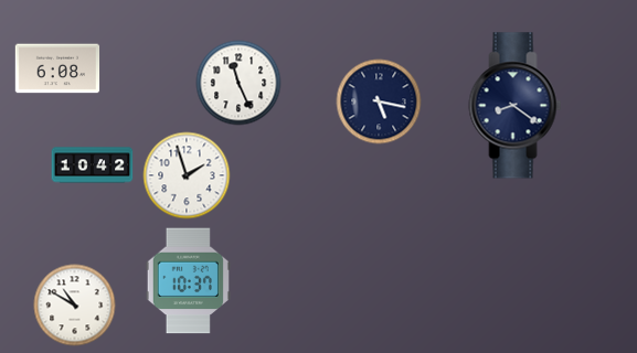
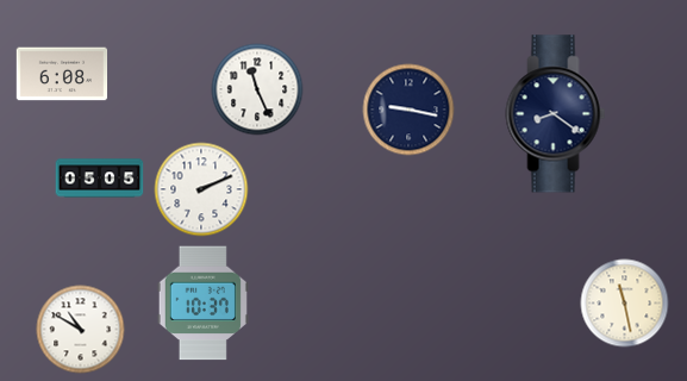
clock at (379, 101): 5:17 -> 9:17
clock at (93, 165): 10:42 -> 05:05
clock at (187, 175): 1:57 -> 2:11
clock at (625, 304): none -> 11:28
